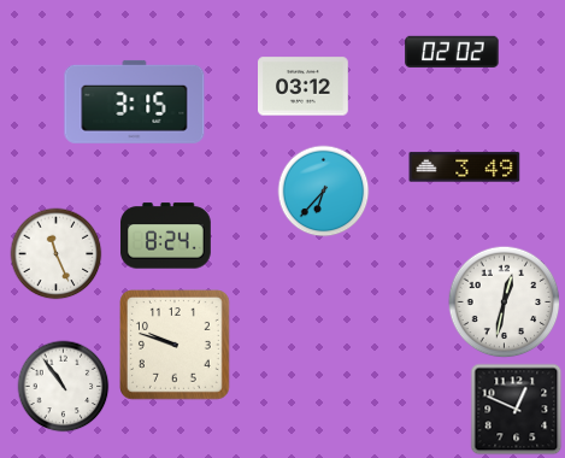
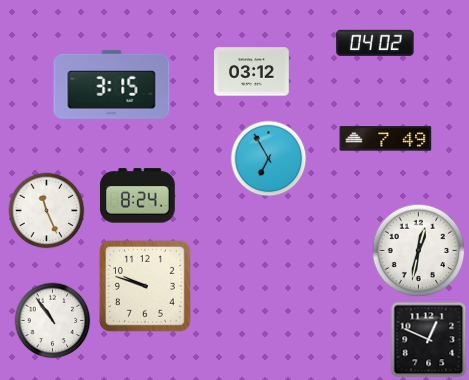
clock at (452, 52): 02:02 -> 04:02
clock at (465, 168): 3:49 -> 7:49
clock at (324, 192): 6:37 -> 6:55
